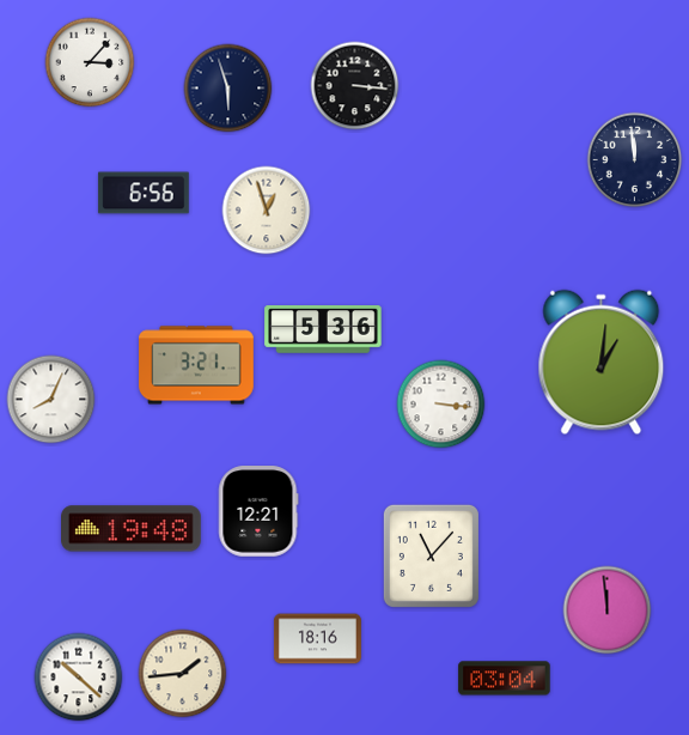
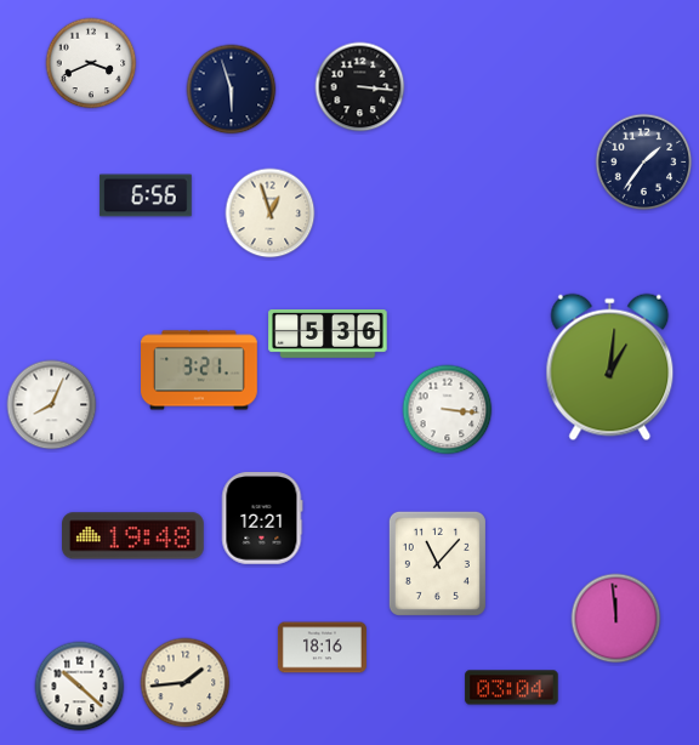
clock at (90, 62): 3:07 -> 3:41
clock at (635, 160): 11:59 -> 1:36
